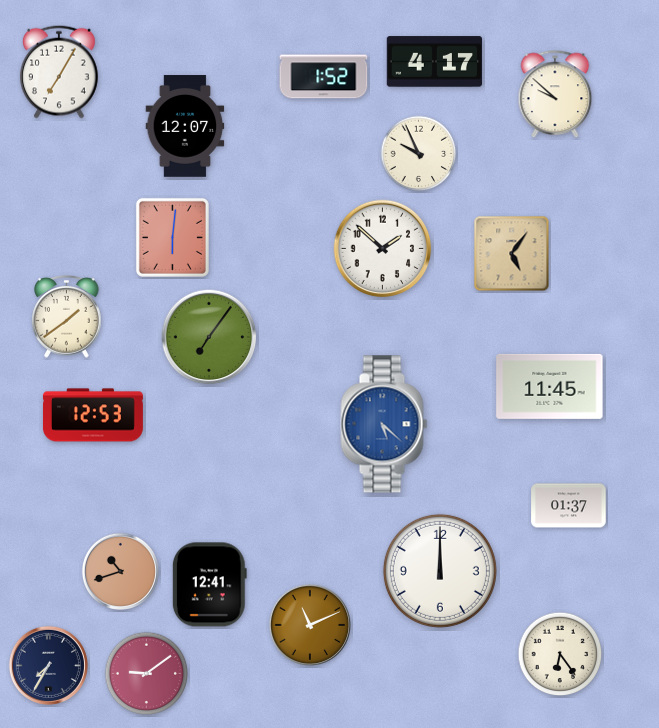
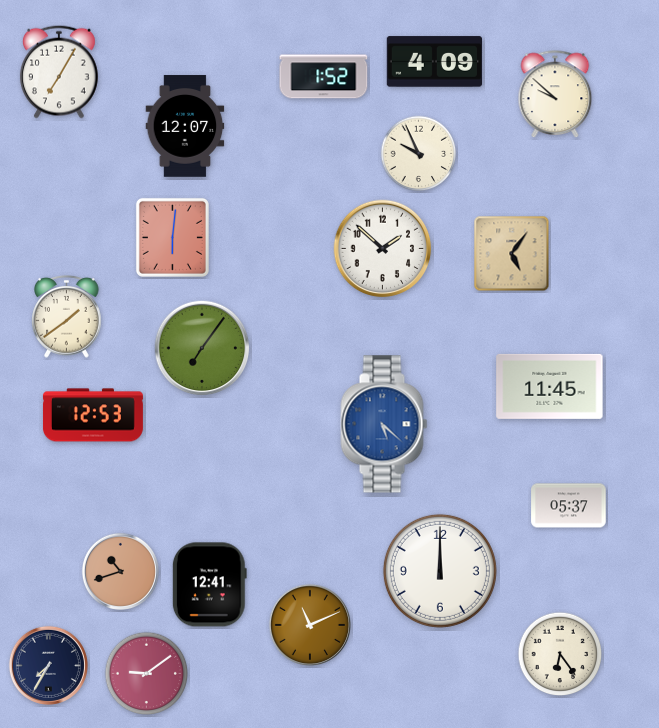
clock at (435, 62): 4:17 -> 4:09
clock at (209, 337) position: (209, 337) -> (202, 348)
clock at (569, 506): 01:37 -> 05:37
